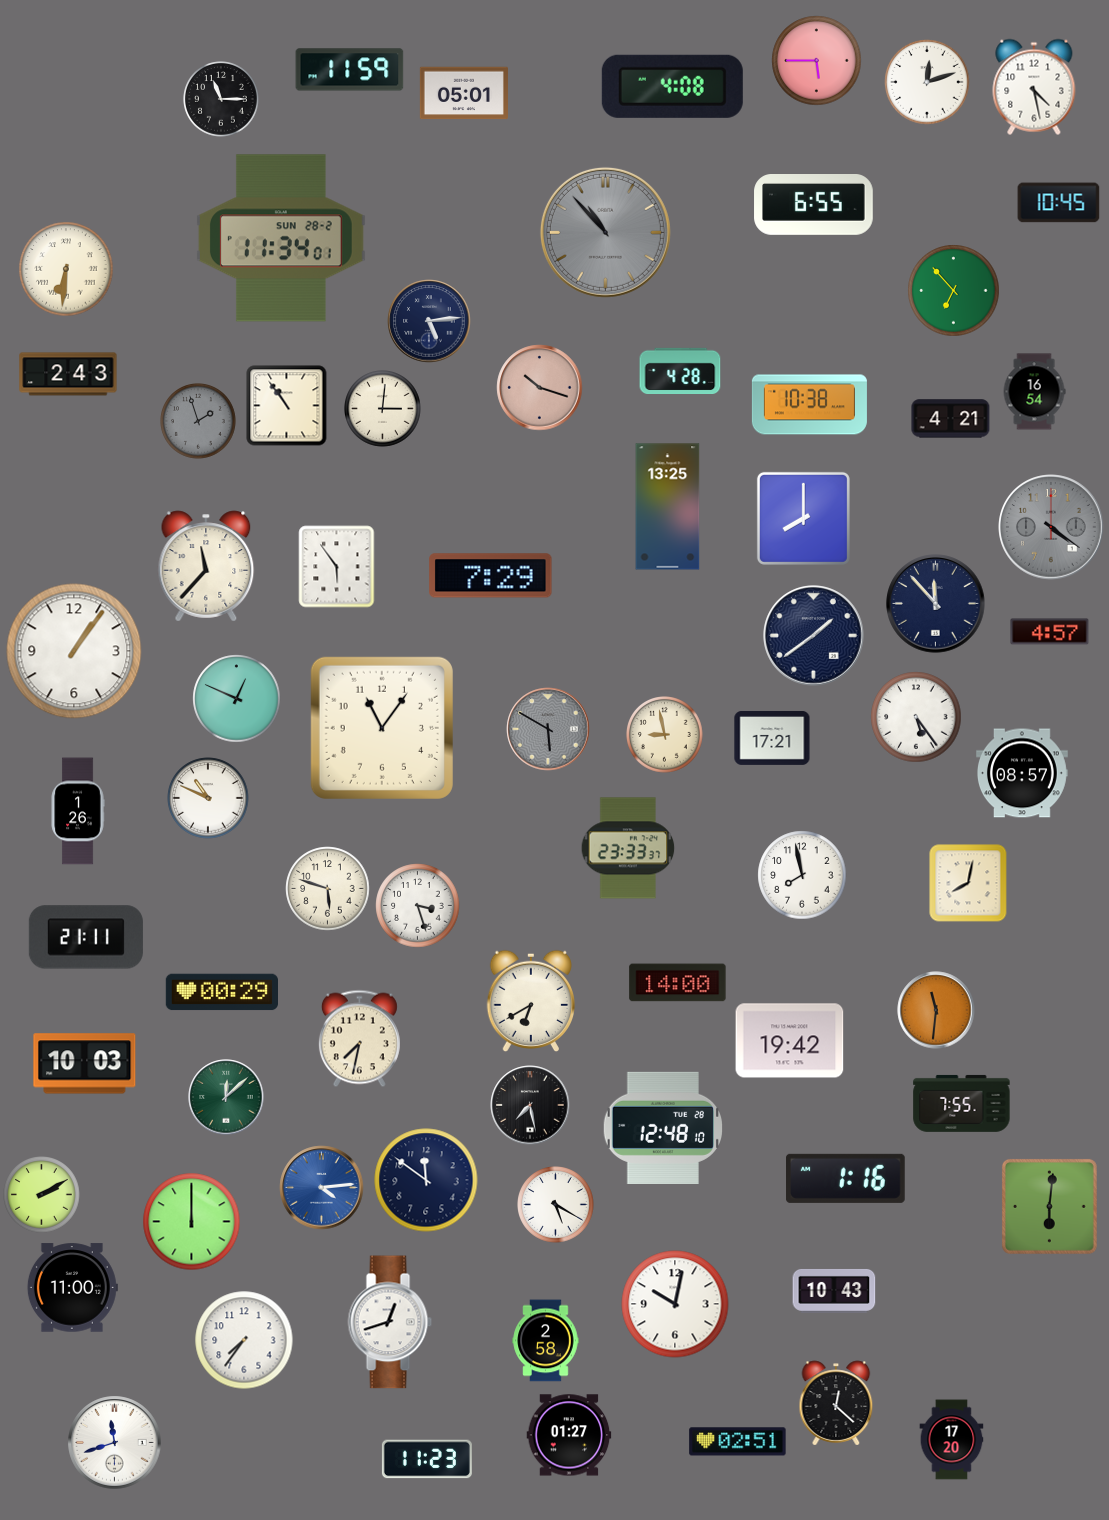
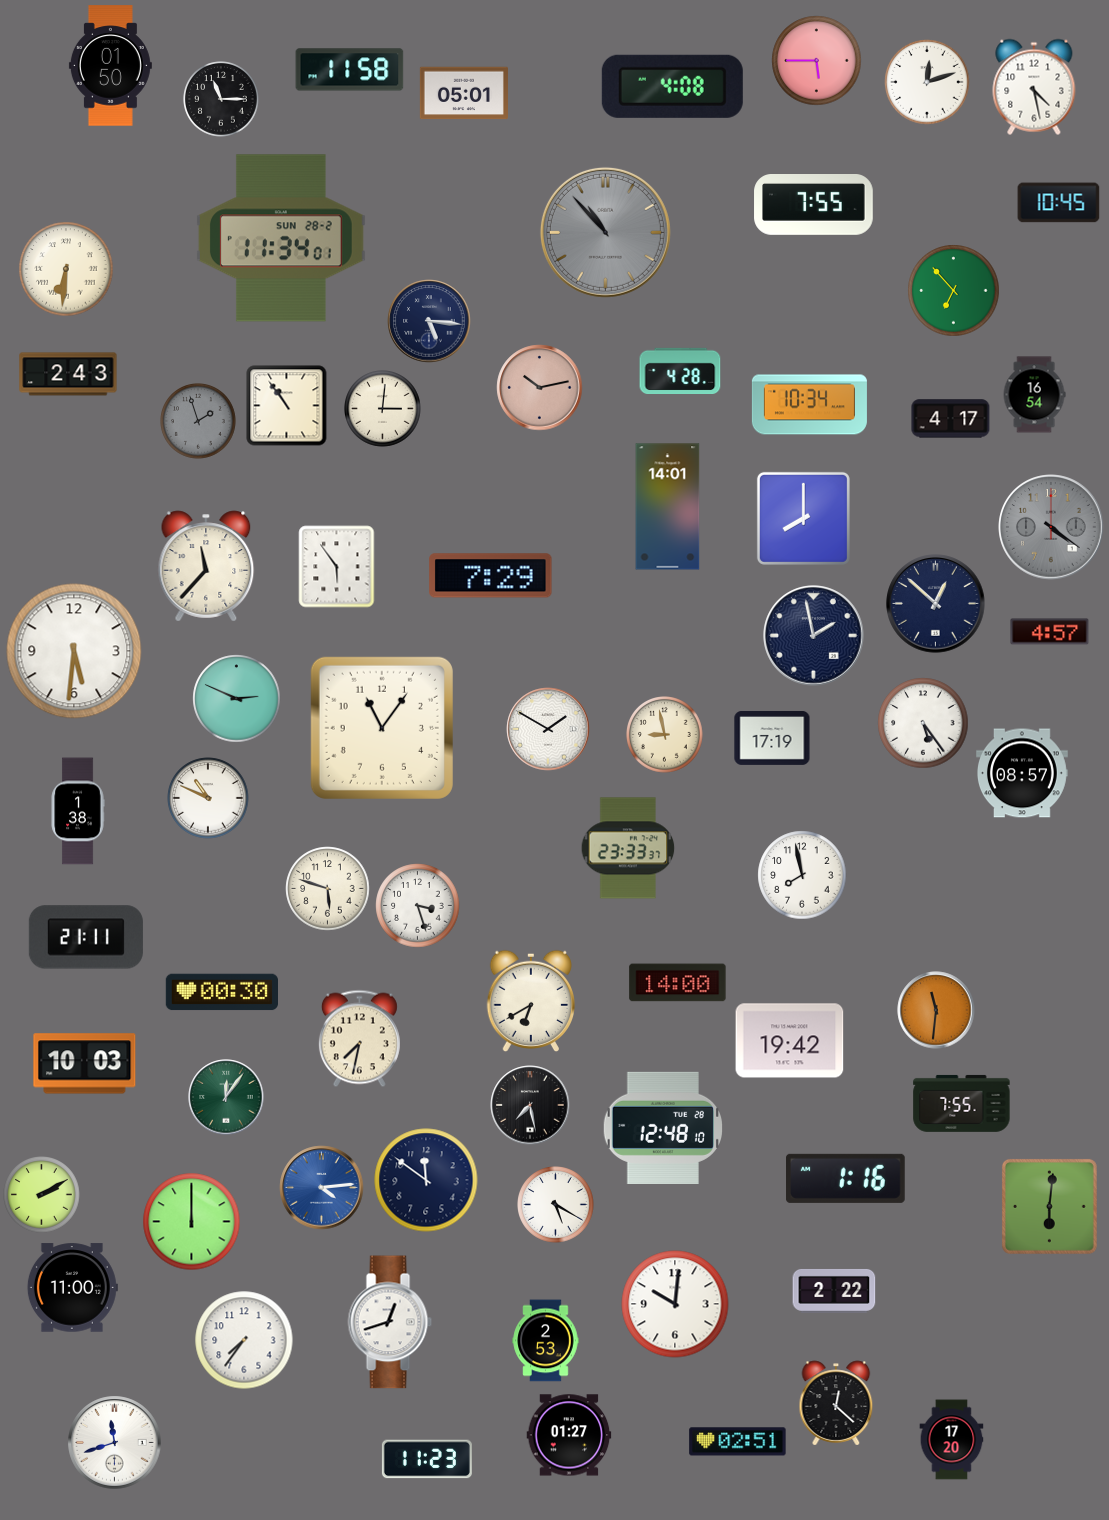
clock at (110, 66): none -> 01:50
clock at (350, 70): 11:59 -> 11:58
clock at (814, 205): 6:55 -> 7:55
clock at (429, 321): 5:14 -> 5:16
clock at (540, 388): 10:18 -> 10:13
clock at (1034, 392) position: (1034, 392) -> (1034, 395)
clock at (809, 405): 10:38 -> 10:34
clock at (951, 419): 4:21 -> 4:17
clock at (668, 507): 13:25 -> 14:01
clock at (936, 604): 11:53 -> 12:52
clock at (814, 636): 1:39 -> 1:58
clock at (74, 651): 1:06 -> 5:31
clock at (237, 699): 12:49 -> 2:49
clock at (916, 717) position: (916, 717) -> (923, 723)
clock at (548, 729): 5:50 -> 1:50
clock at (548, 729) dial: grey -> white
clock at (772, 738): 17:21 -> 17:19
clock at (78, 811): 1:26 -> 1:38
clock at (968, 883): 8:02 -> none
clock at (222, 992): 00:29 -> 00:30
clock at (226, 1097): 12:08 -> 12:06
clock at (834, 1291): 10:43 -> 2:22
clock at (675, 1304): 10:02 -> 10:01
clock at (546, 1341): 2:58 -> 2:53
